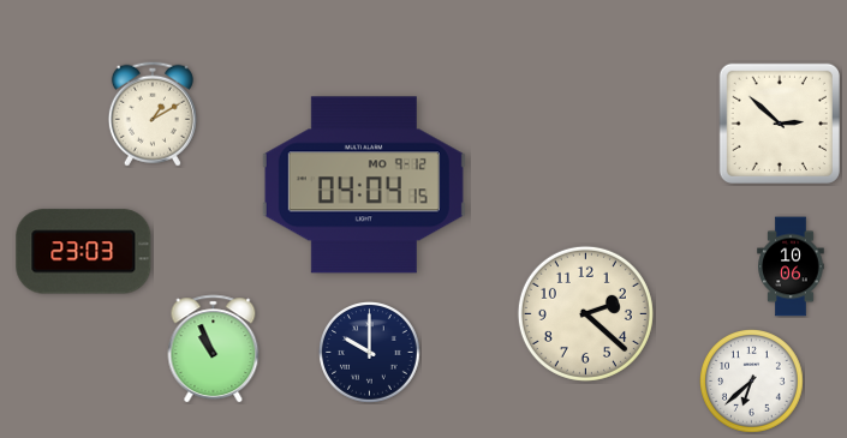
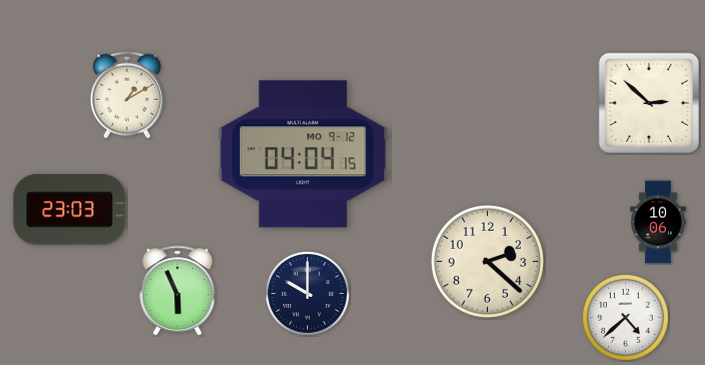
clock at (214, 349): 10:56 -> 5:56
clock at (752, 382): 6:38 -> 4:38
